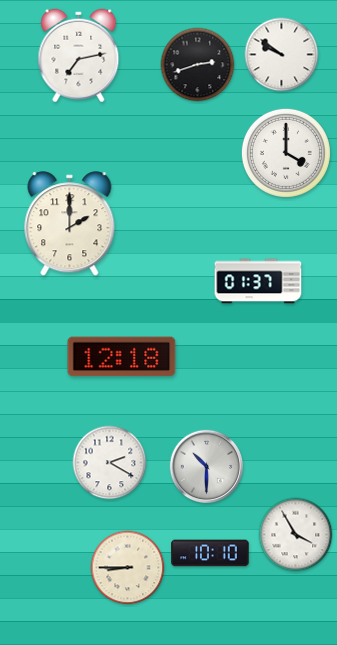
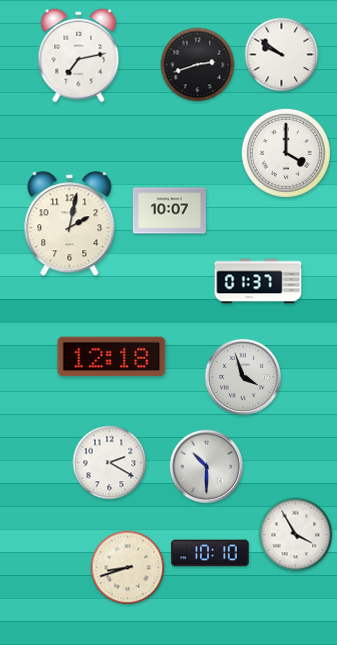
clock at (169, 211): none -> 10:07
clock at (70, 224): 2:00 -> 2:02
clock at (122, 357) position: (122, 357) -> (112, 357)
clock at (242, 376): none -> 3:57
clock at (128, 568): 8:45 -> 8:42
